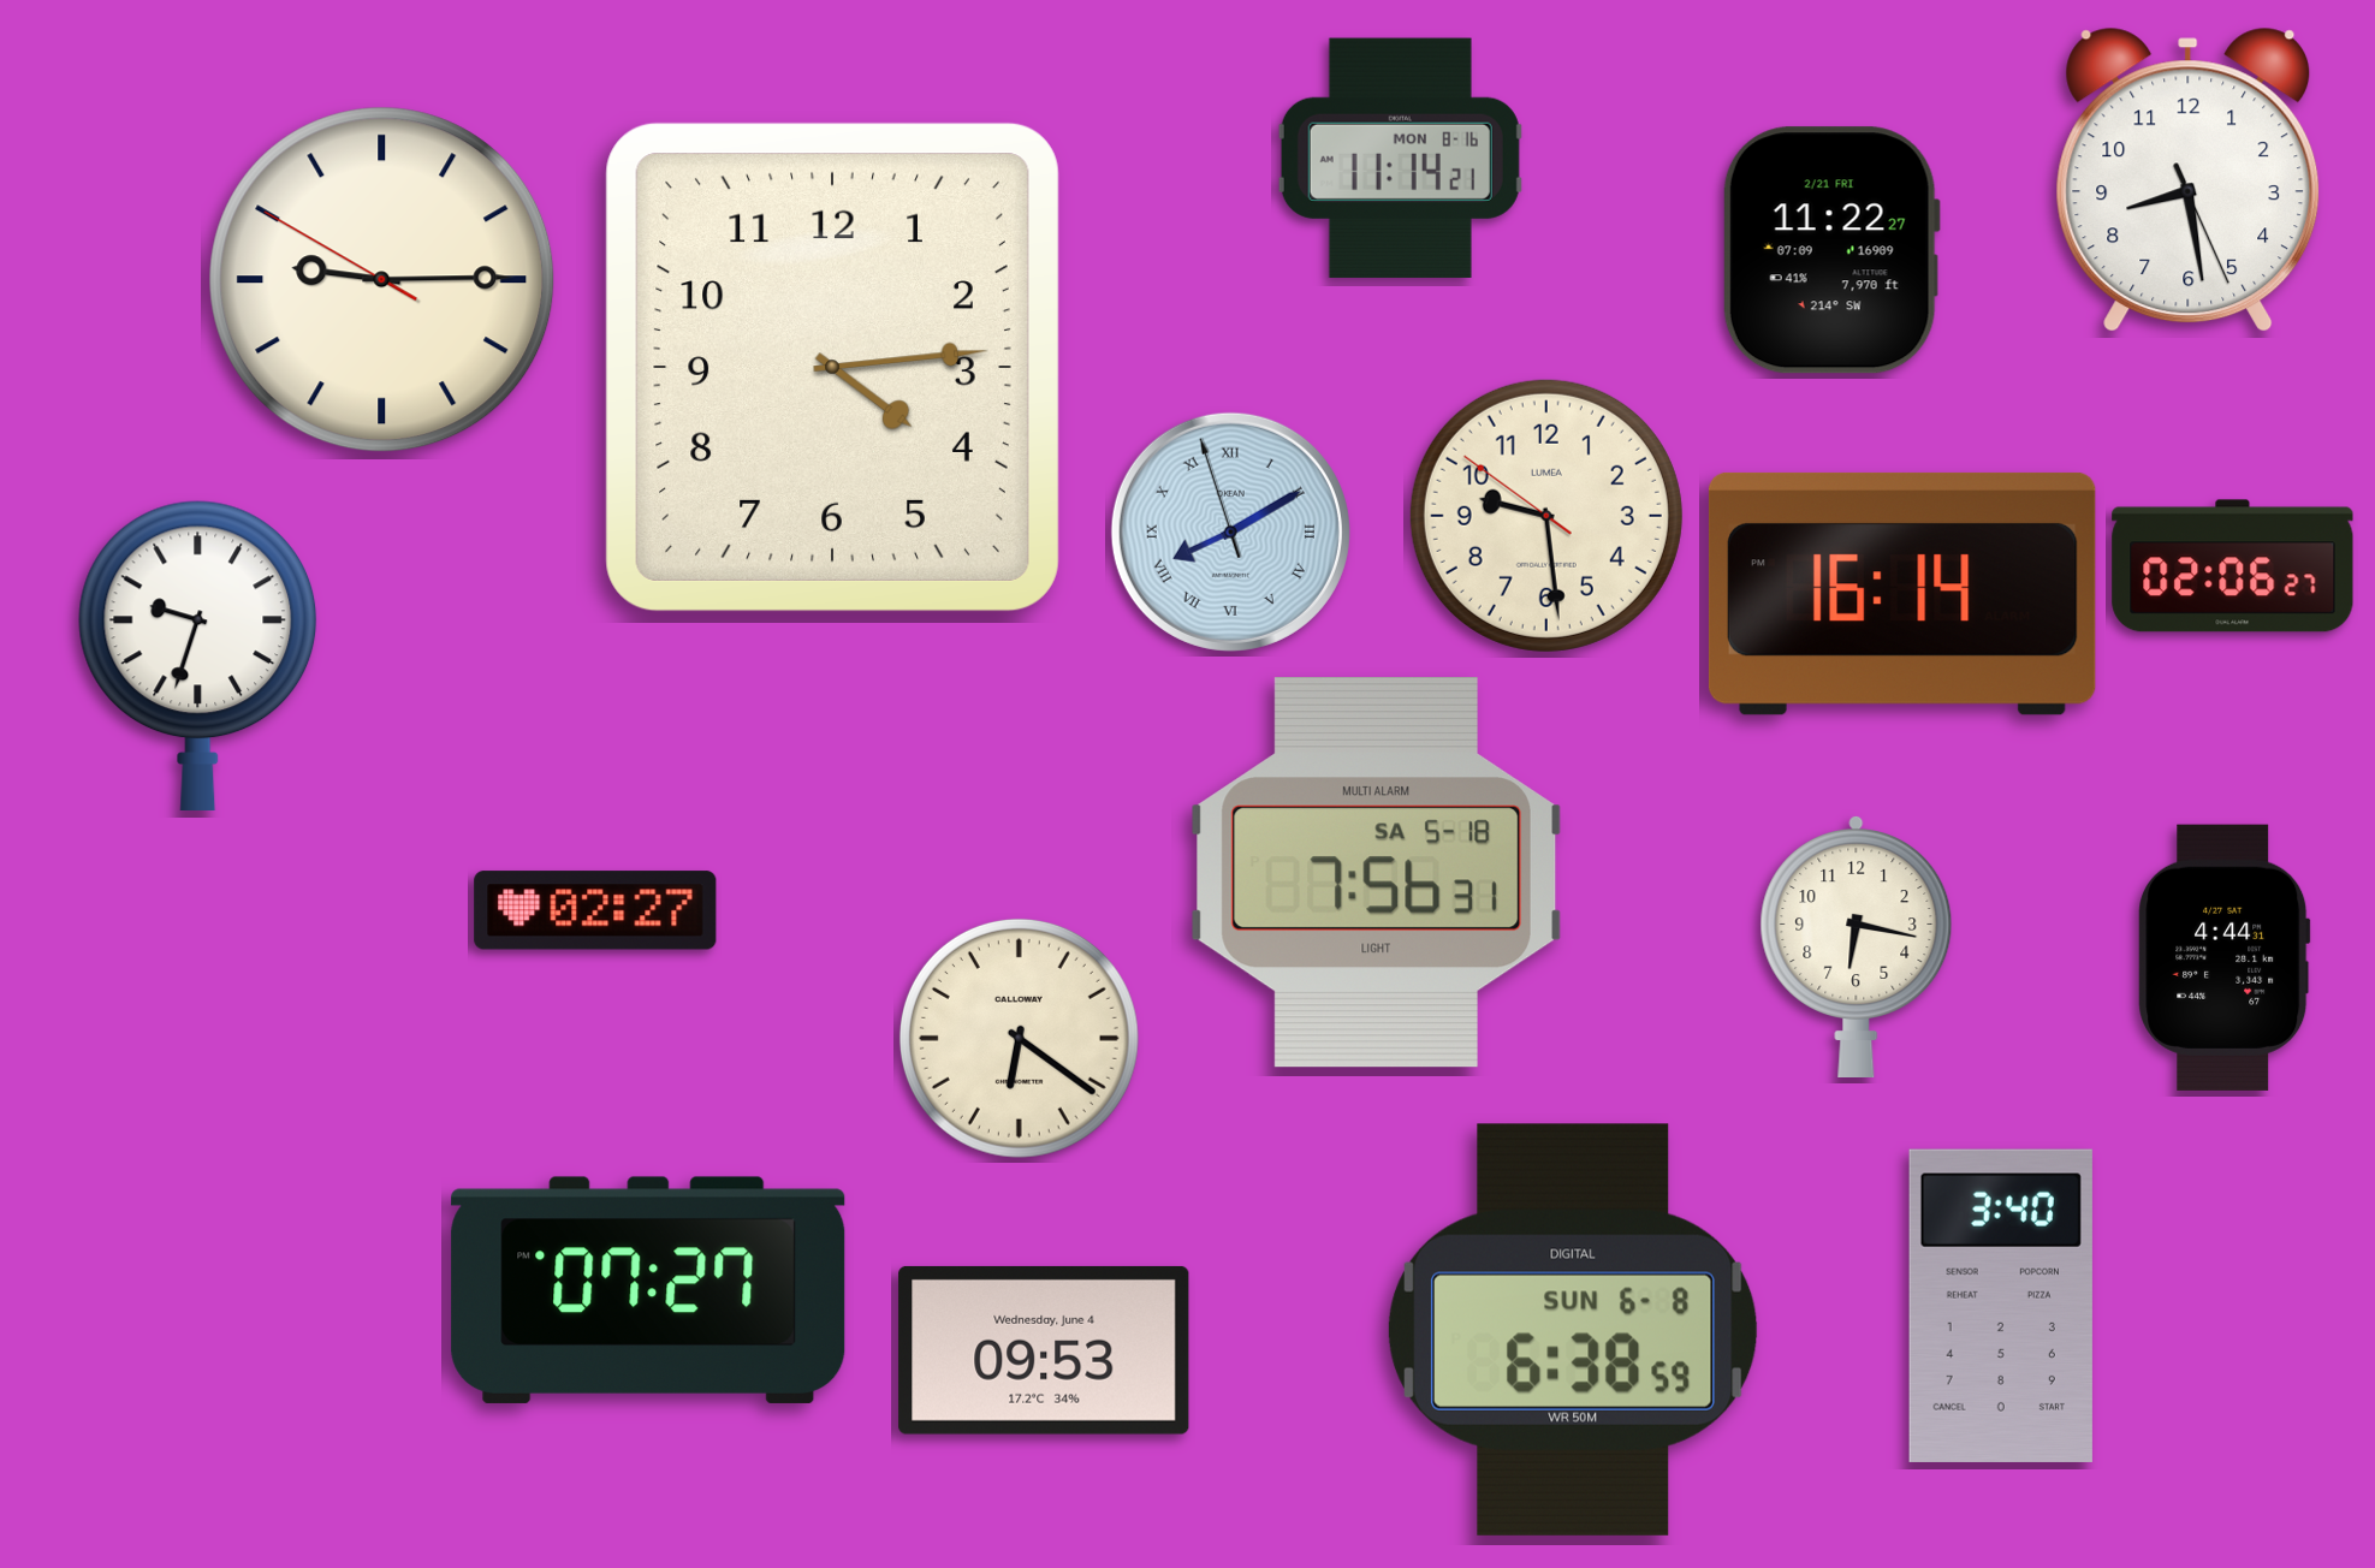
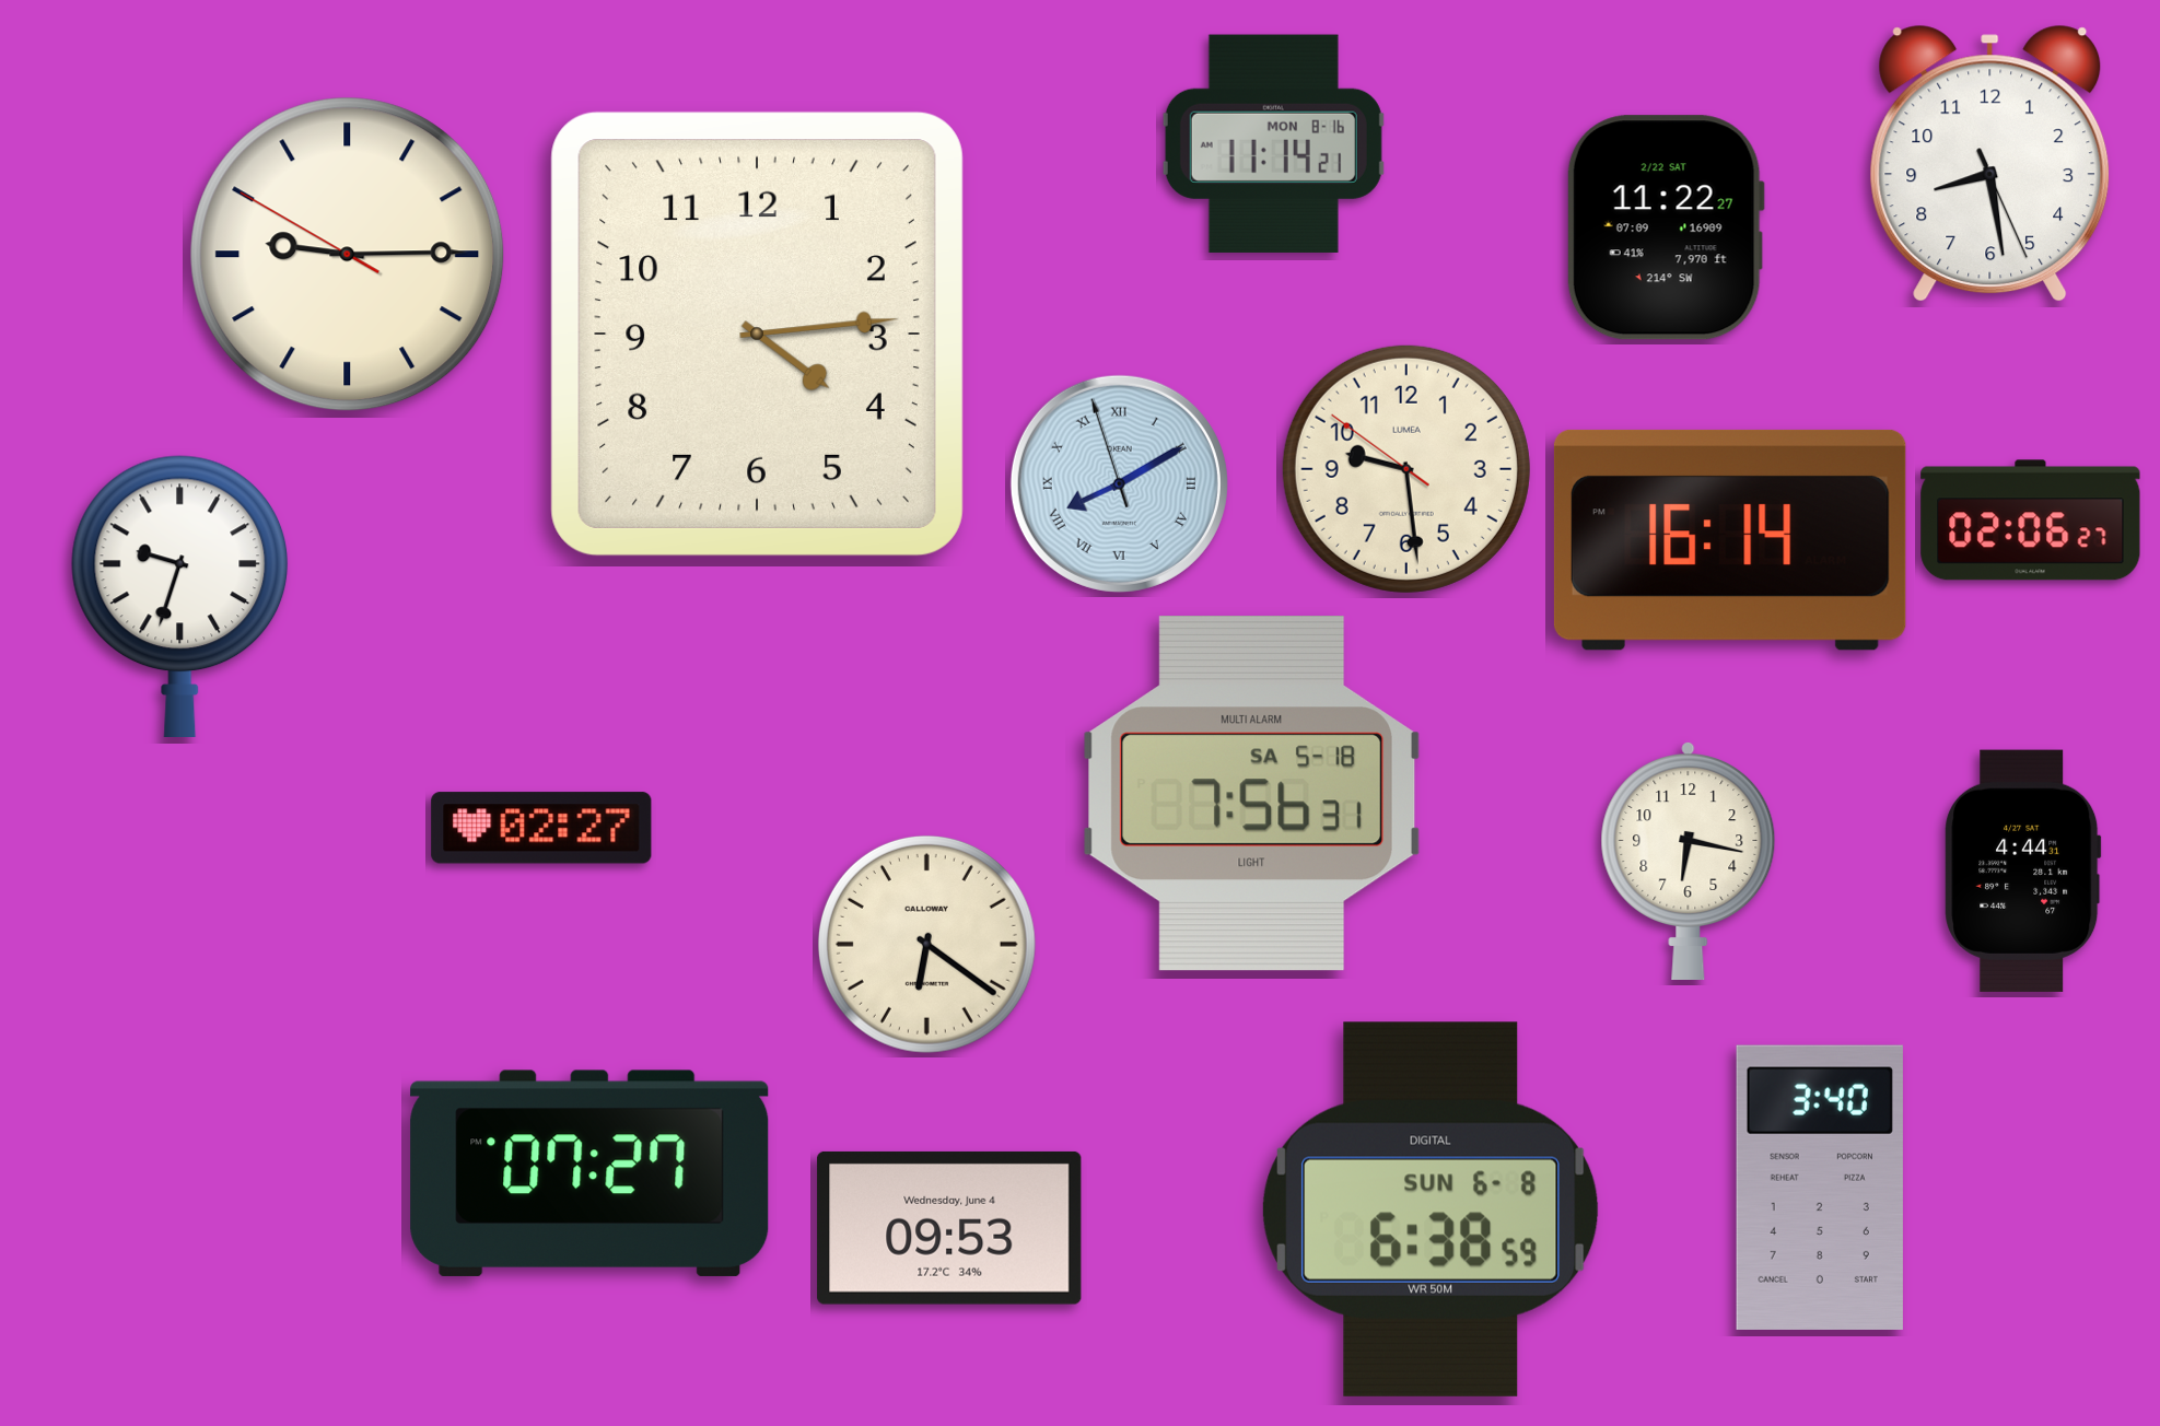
clock at (1831, 250) date: 2/21 FRI -> 2/22 SAT
clock at (2233, 566) position: (2233, 566) -> (2031, 521)
